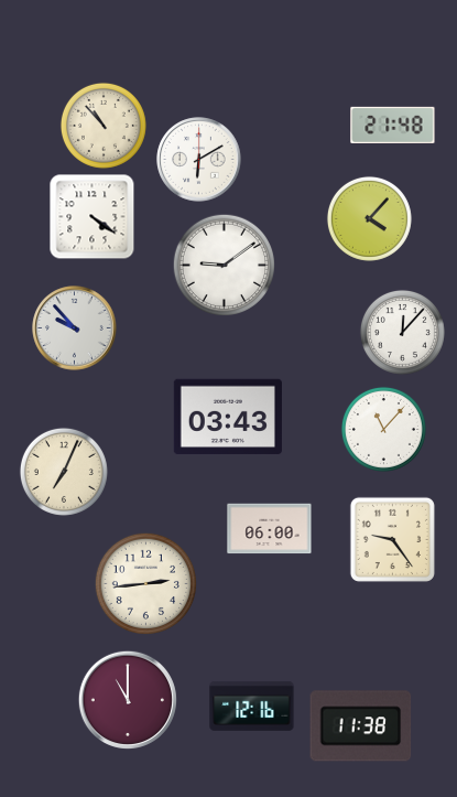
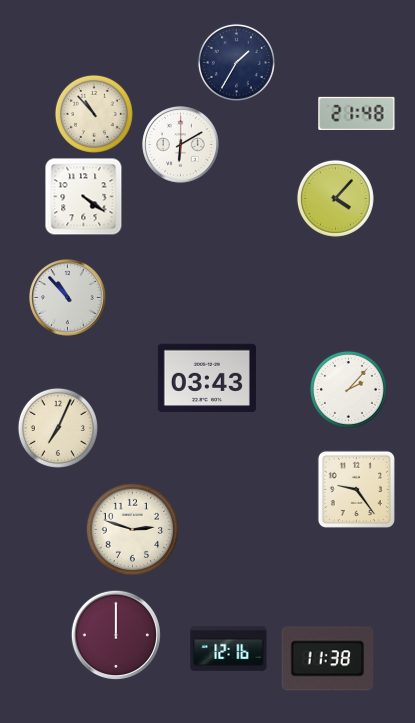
clock at (236, 62): none -> 1:35
clock at (224, 265): 9:09 -> none
clock at (75, 329): 9:53 -> 10:53
clock at (402, 332): 12:07 -> none
clock at (383, 429): 11:07 -> 2:07
clock at (270, 529): 06:00 -> none
clock at (145, 583): 2:44 -> 2:48
clock at (128, 700): 11:00 -> 12:00
clock at (252, 706) position: (252, 706) -> (229, 648)
